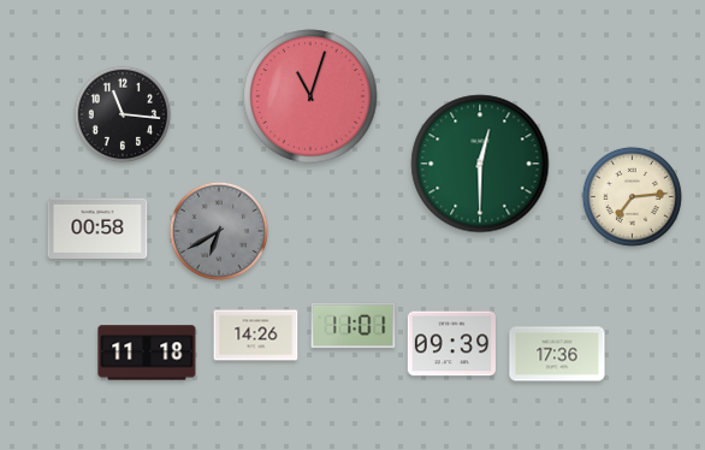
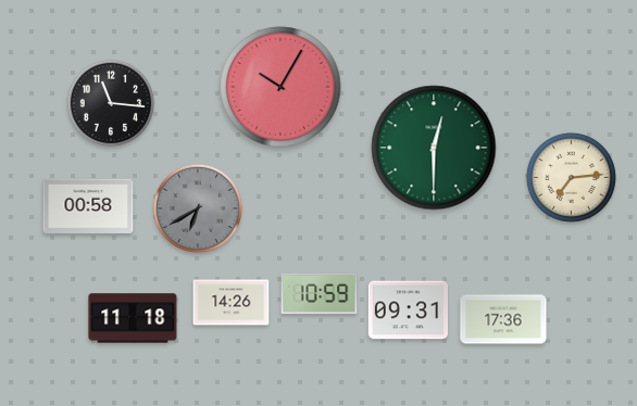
clock at (310, 96): 11:03 -> 10:05
clock at (354, 326): 11:01 -> 10:59
clock at (451, 344): 09:39 -> 09:31
